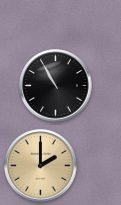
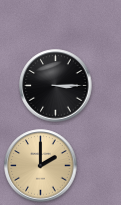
clock at (56, 86): 10:55 -> 3:15
